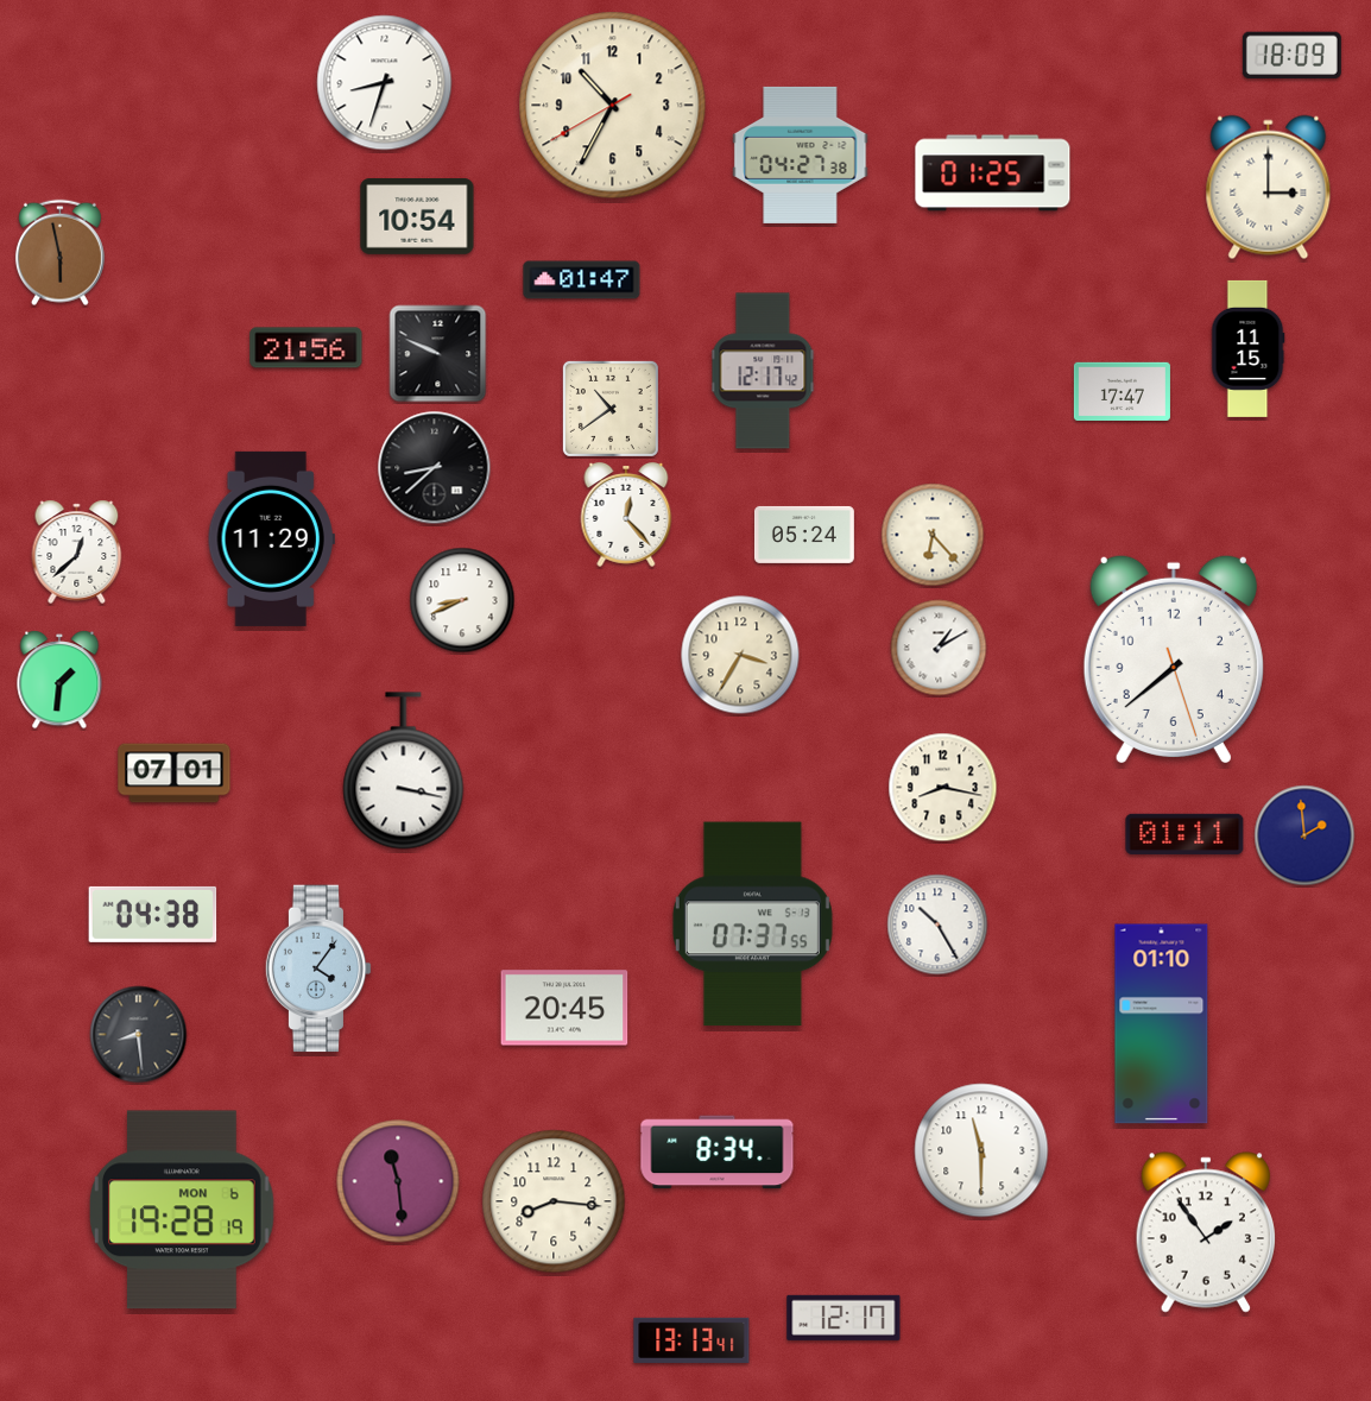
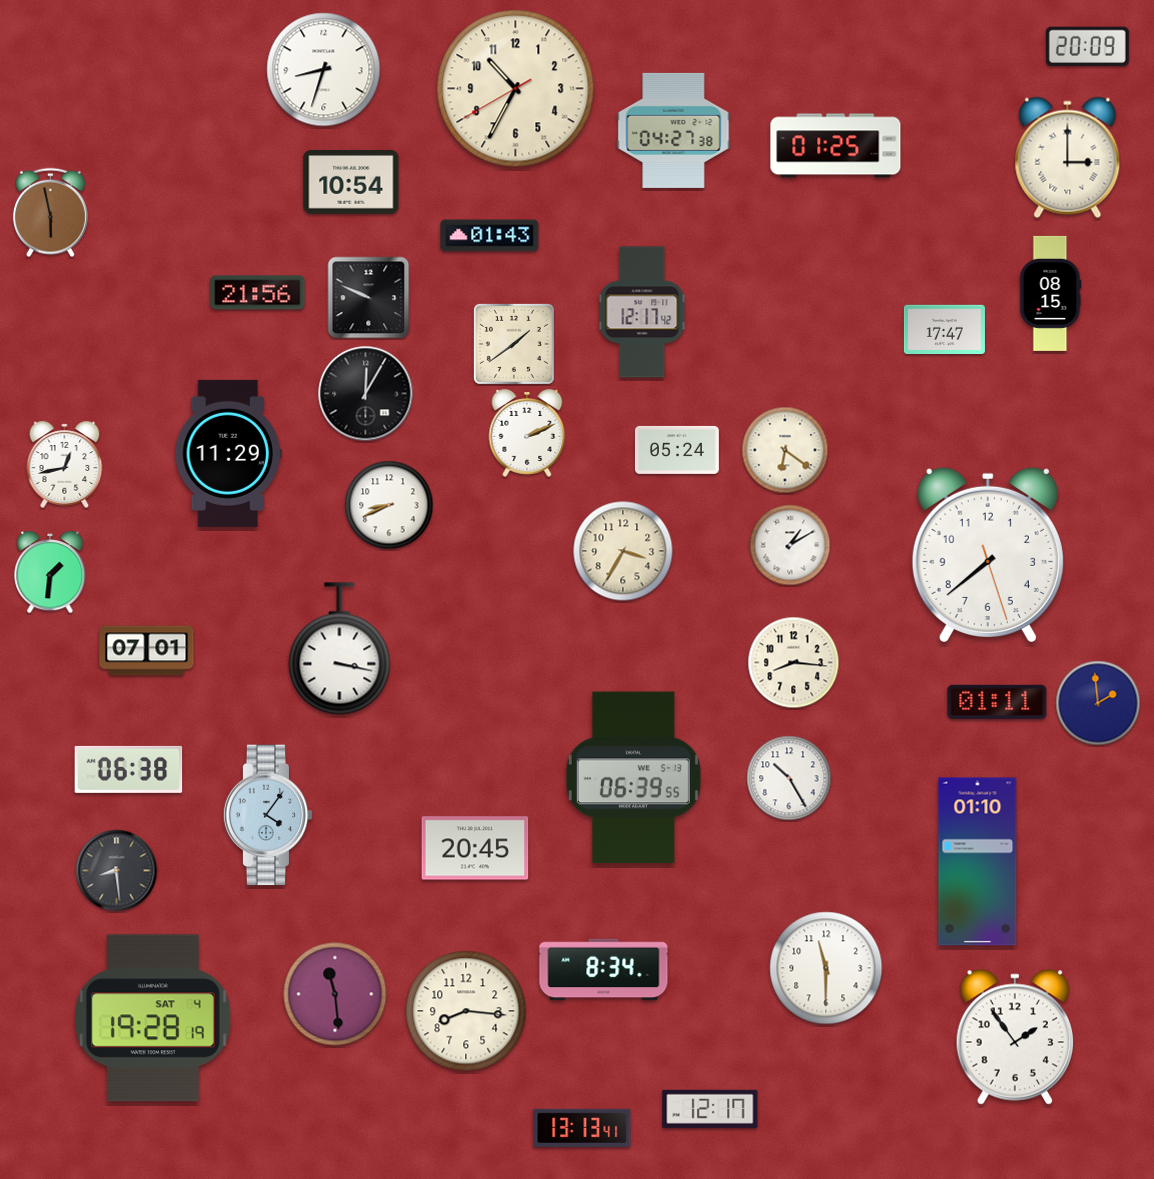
clock at (1291, 55): 18:09 -> 20:09
clock at (582, 280): 01:47 -> 01:43
clock at (1247, 348): 11:15 -> 08:15
clock at (611, 409): 10:39 -> 1:39
clock at (435, 468): 8:38 -> 12:05
clock at (626, 516): 12:23 -> 2:11
clock at (933, 535): 6:23 -> 6:21
clock at (77, 551): 12:38 -> 12:43
clock at (943, 788): 8:17 -> 8:16
clock at (153, 914): 04:38 -> 06:38
clock at (752, 924): 07:37 -> 06:39
clock at (183, 1210) date: MON 6 -> SAT 4
